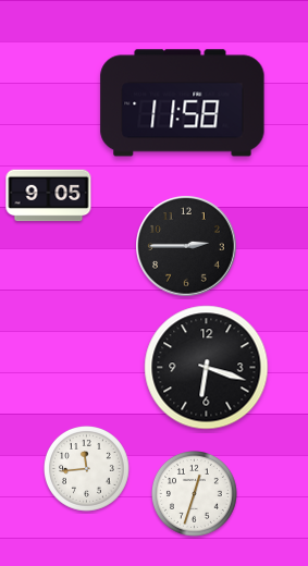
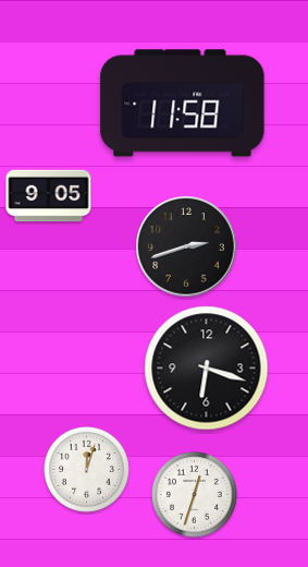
clock at (186, 246): 2:45 -> 2:42
clock at (87, 469): 11:44 -> 12:03
